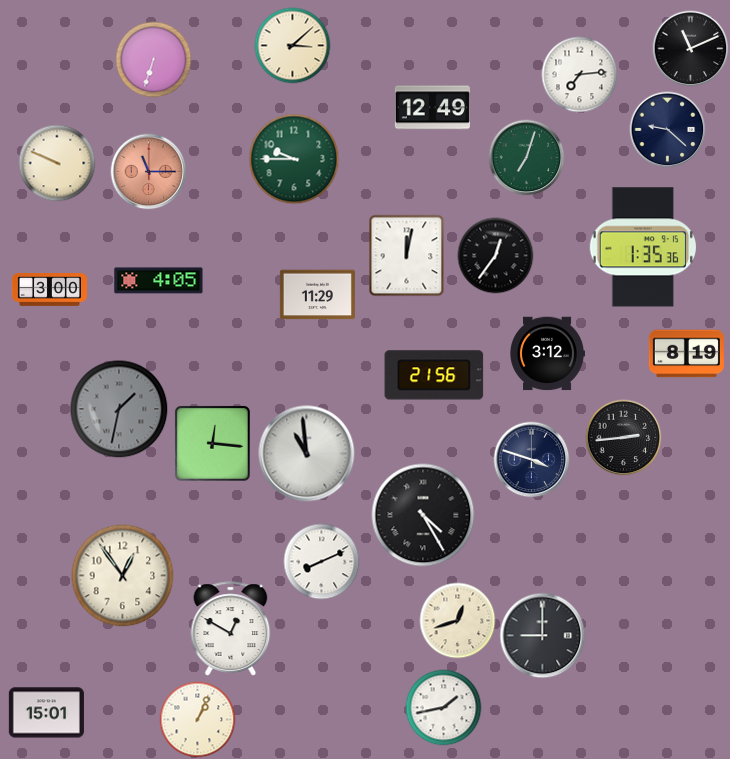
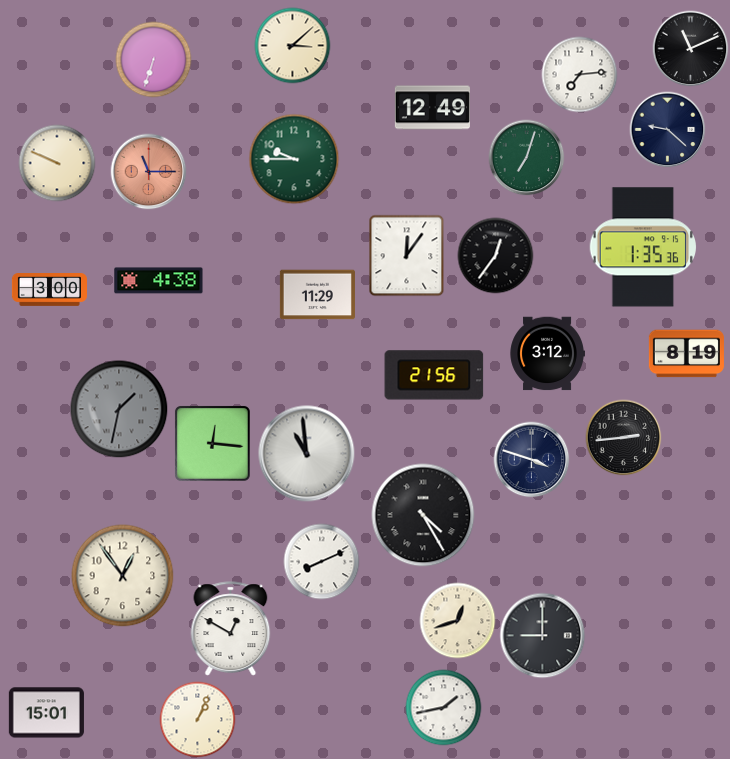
clock at (407, 256): 12:02 -> 12:06
clock at (159, 281): 4:05 -> 4:38
